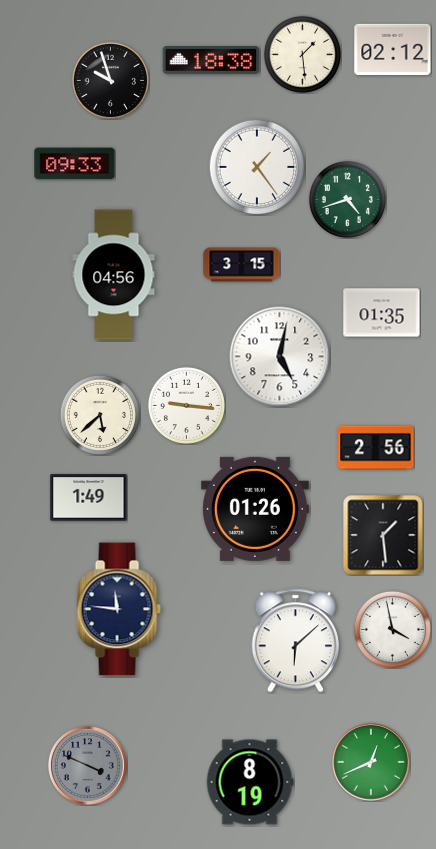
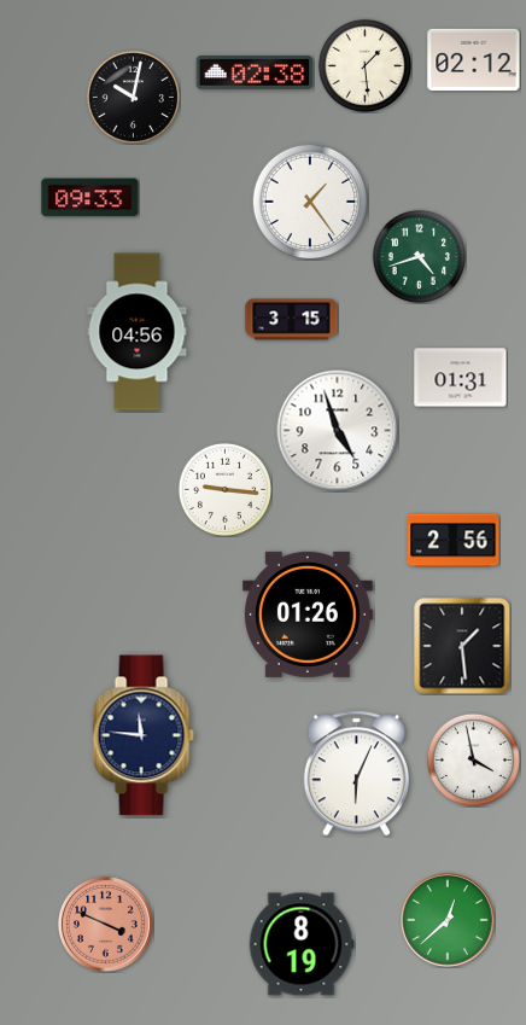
clock at (211, 61): 18:38 -> 02:38
clock at (110, 80): 9:57 -> 10:02
clock at (347, 199) position: (347, 199) -> (419, 256)
clock at (382, 313): 01:35 -> 01:31
clock at (280, 357): 5:02 -> 4:57
clock at (100, 415): 5:38 -> none
clock at (89, 498): 1:49 -> none
clock at (295, 641): 6:08 -> 6:04
clock at (372, 763): 12:41 -> 12:38
clock at (87, 765) dial: grey -> salmon
